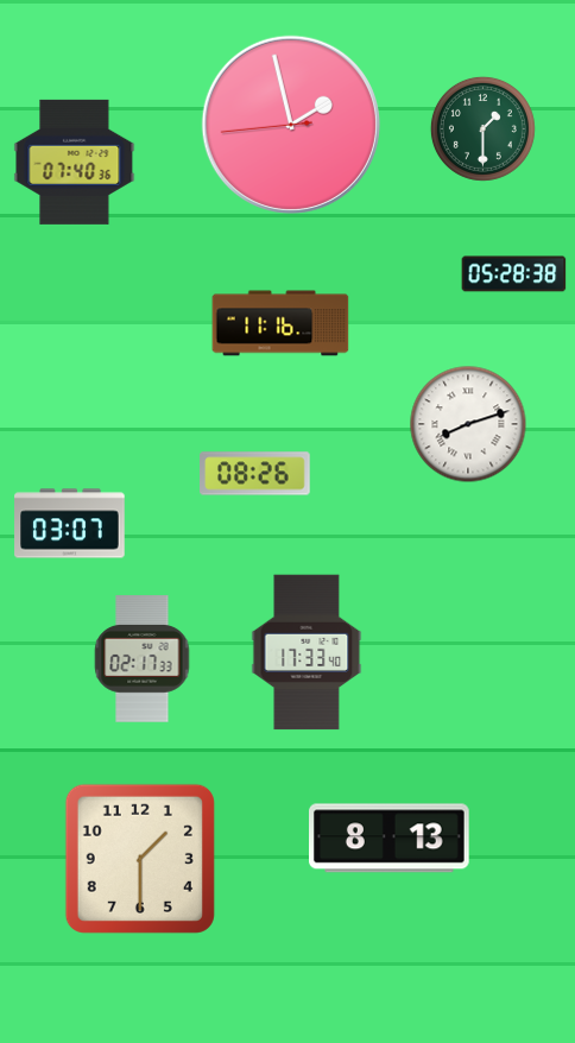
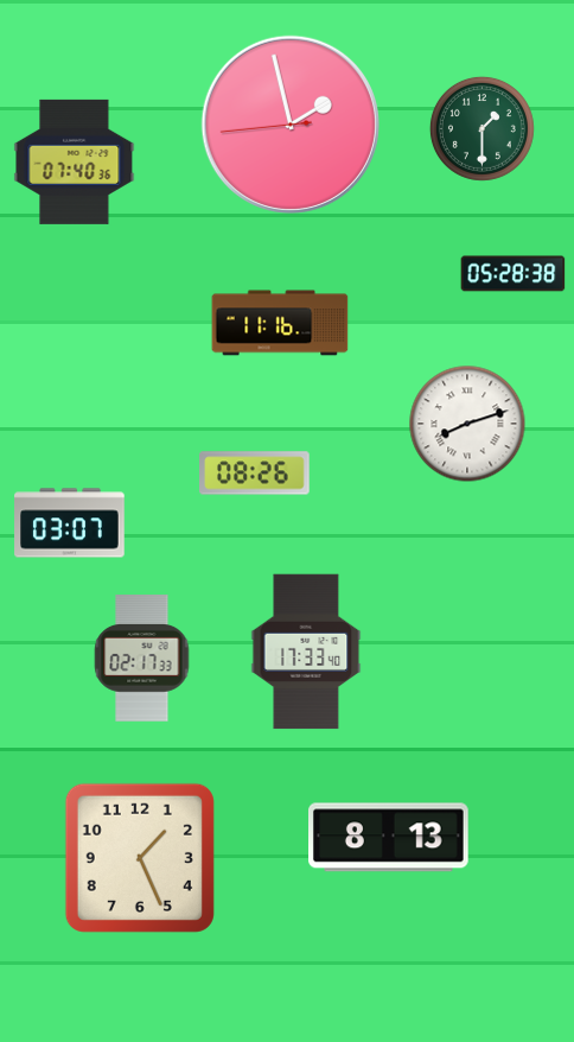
clock at (140, 859): 1:30 -> 1:26
